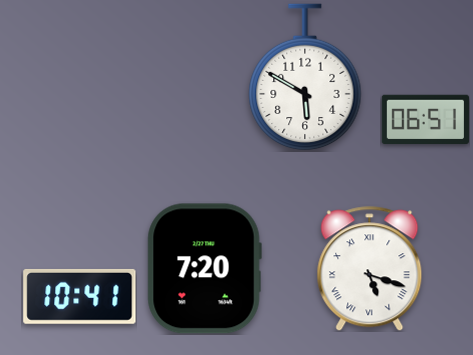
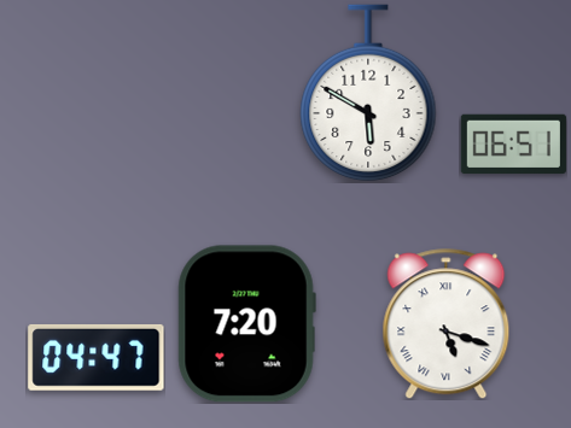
clock at (80, 296): 10:41 -> 04:47
